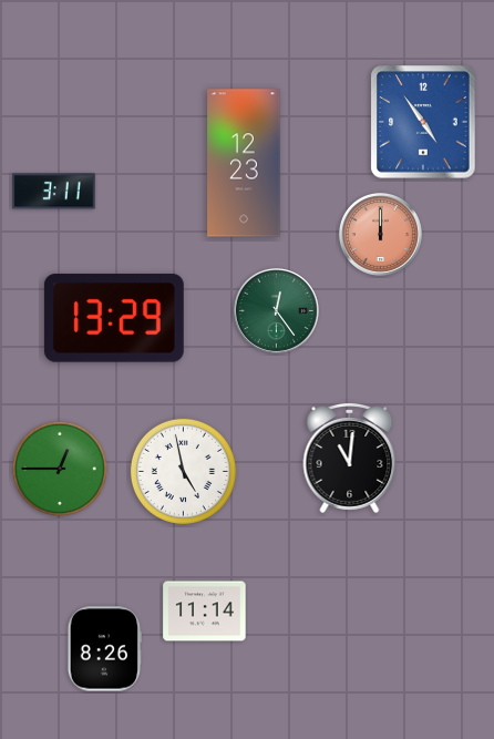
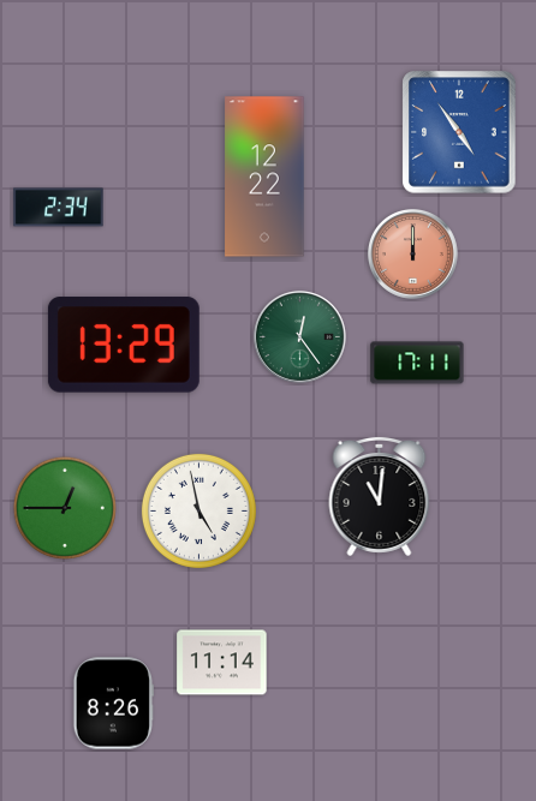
clock at (244, 163): 12:23 -> 12:22
clock at (54, 192): 3:11 -> 2:34
clock at (417, 363): none -> 17:11
